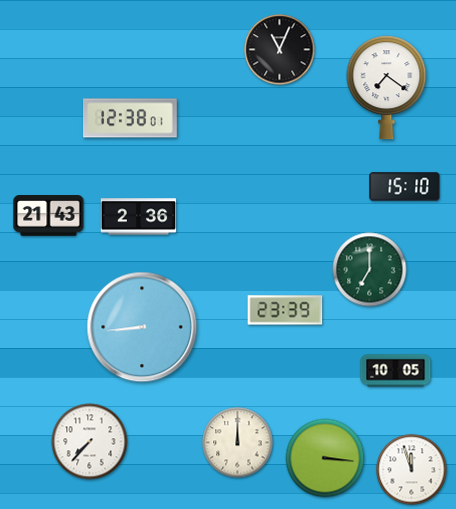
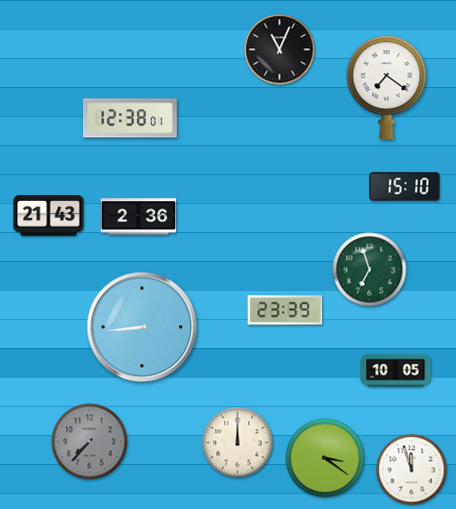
clock at (370, 270): 7:00 -> 6:57
clock at (90, 442) dial: white -> grey
clock at (325, 458): 3:16 -> 3:21
